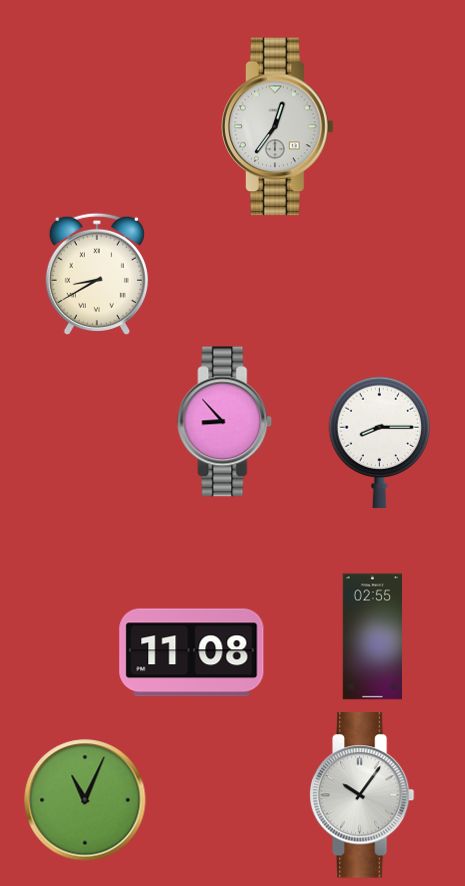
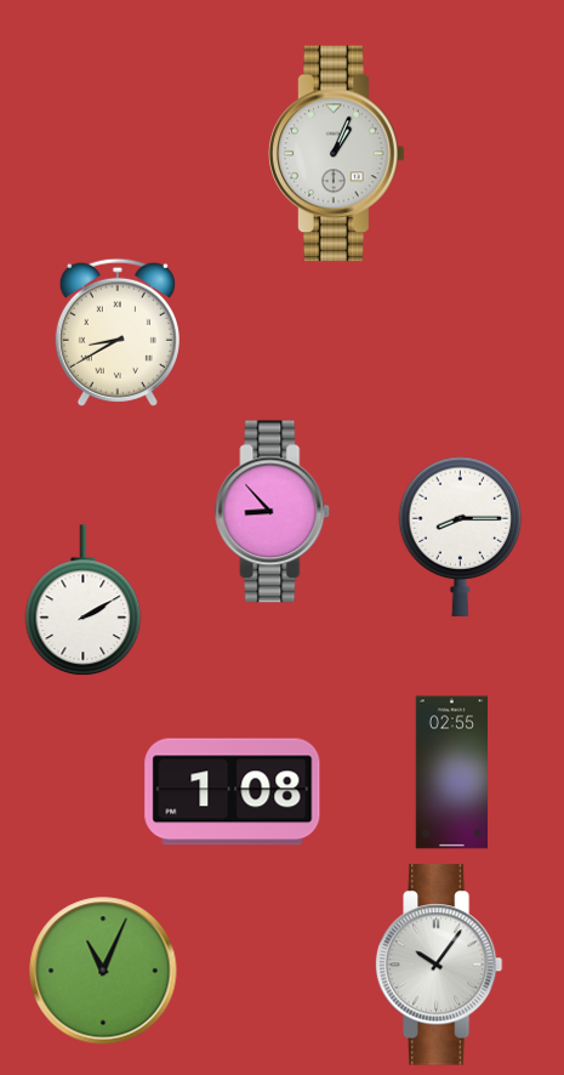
clock at (278, 127): 12:36 -> 1:04
clock at (84, 601): none -> 2:10
clock at (192, 653): 11:08 -> 1:08
